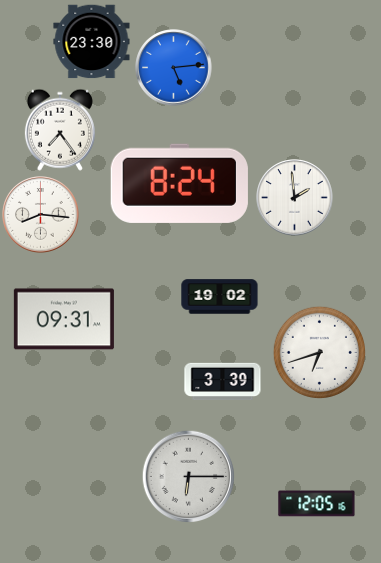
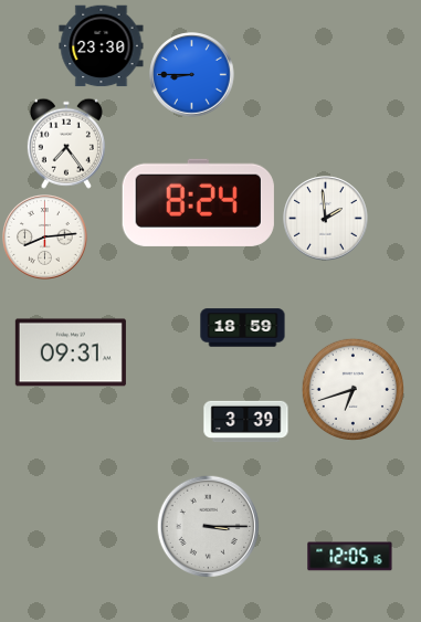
clock at (174, 68): 5:14 -> 8:45
clock at (41, 215): 8:16 -> 8:14
clock at (220, 297): 19:02 -> 18:59
clock at (188, 476): 6:15 -> 3:15
